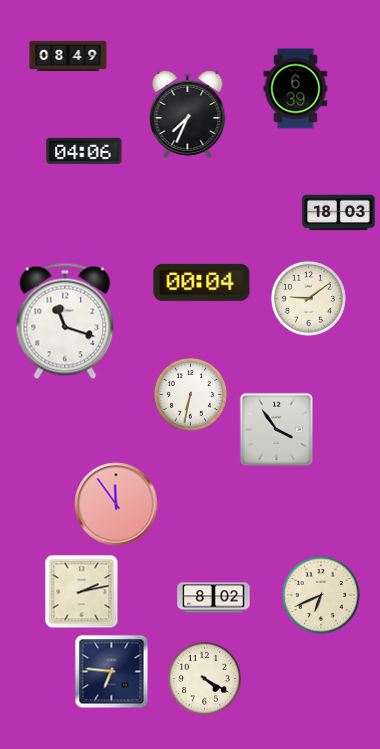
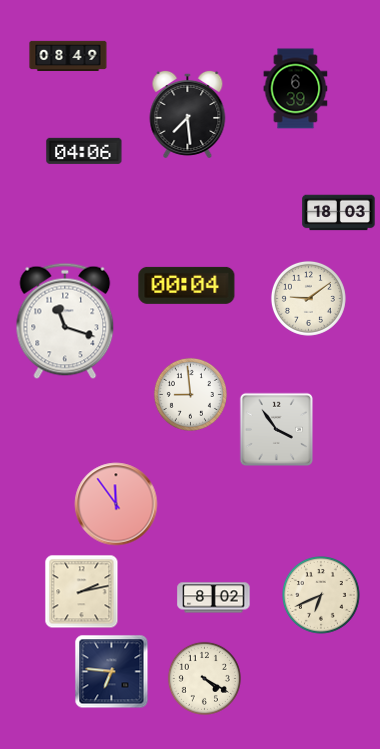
clock at (188, 114): 7:34 -> 7:29
clock at (202, 282) position: (202, 282) -> (187, 285)
clock at (190, 394): 6:32 -> 8:59
